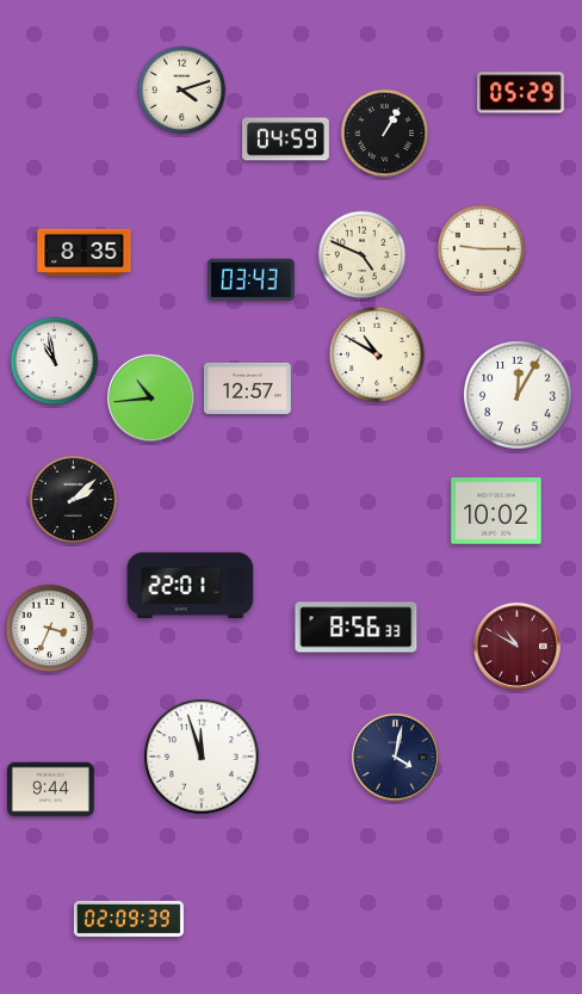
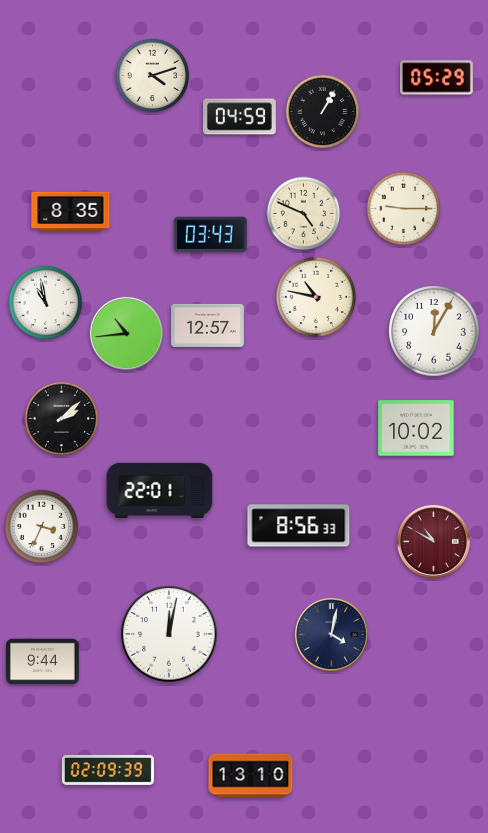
clock at (376, 353): 10:50 -> 10:47
clock at (202, 757): 11:57 -> 12:02
clock at (251, 776): none -> 13:10
